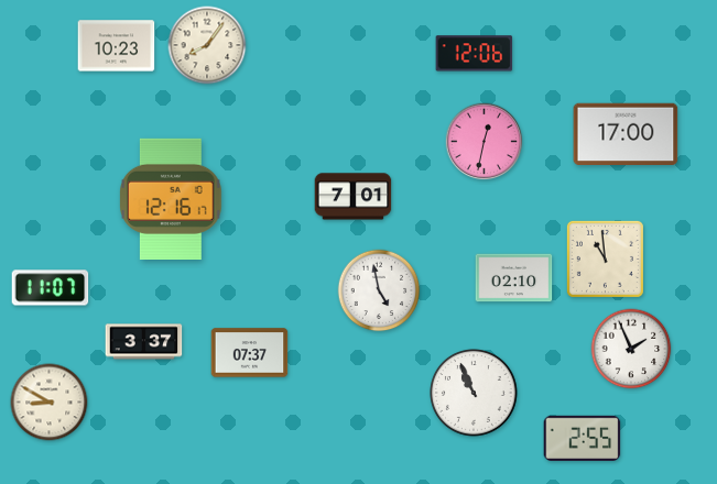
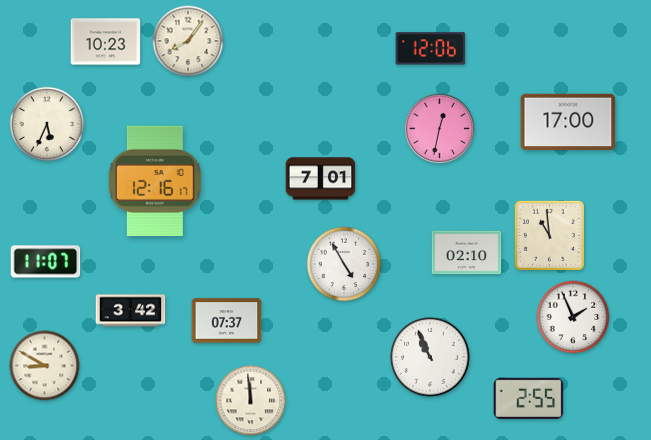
clock at (47, 124): none -> 5:34
clock at (379, 290): 4:58 -> 4:55
clock at (144, 342): 3:37 -> 3:42
clock at (251, 401): none -> 11:59
